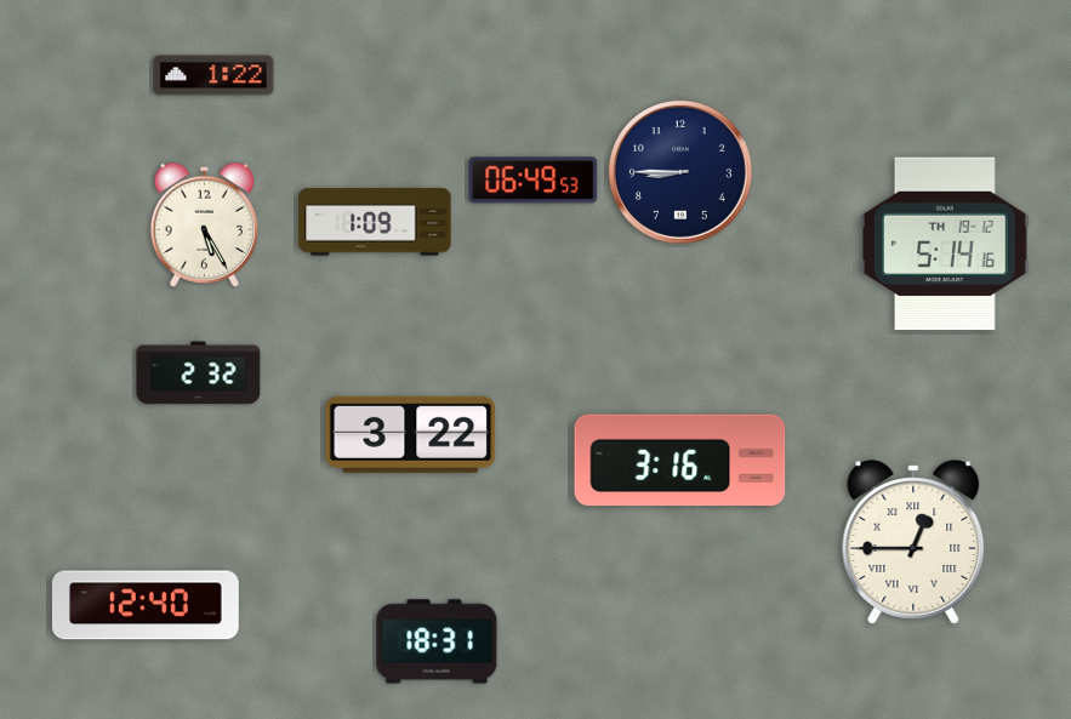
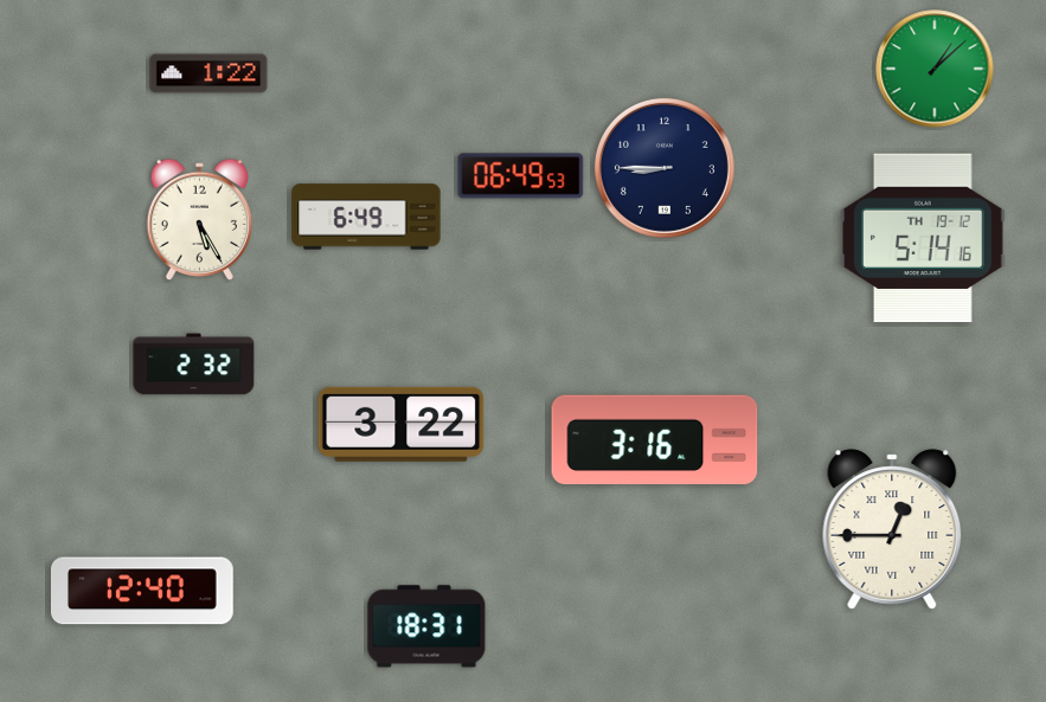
clock at (935, 69): none -> 1:08
clock at (375, 222): 1:09 -> 6:49
clock at (680, 461) position: (680, 461) -> (655, 440)
